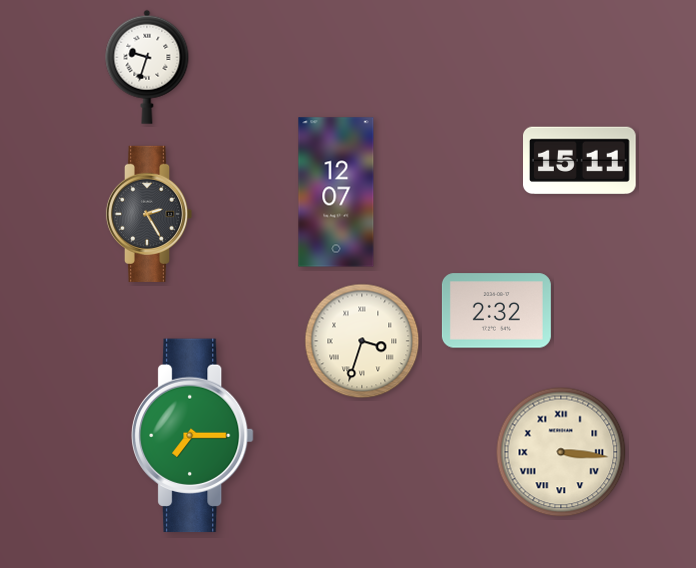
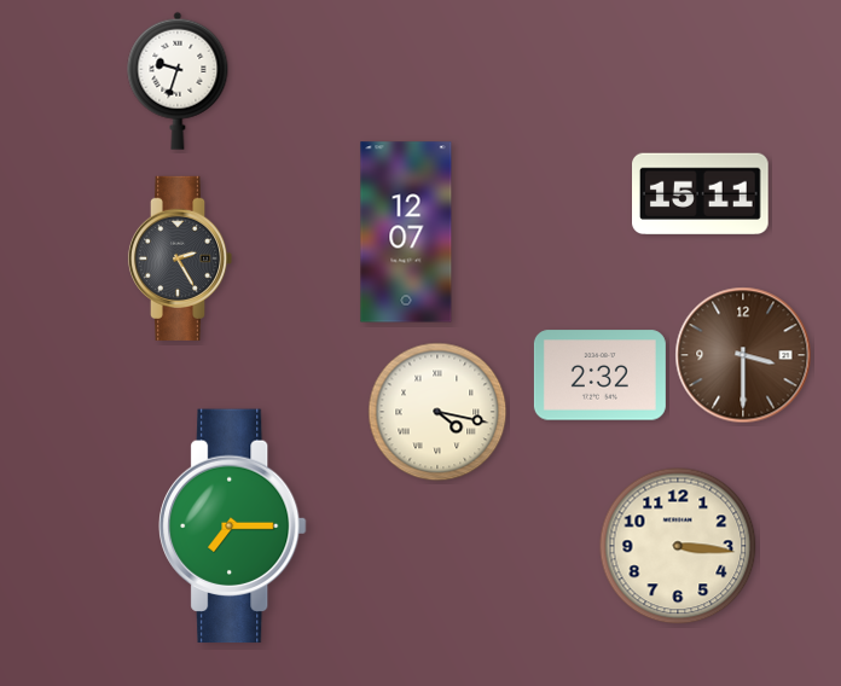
clock at (743, 355): none -> 3:30
clock at (362, 341): 3:33 -> 4:17
clock at (561, 452) numerals: Roman -> Arabic
